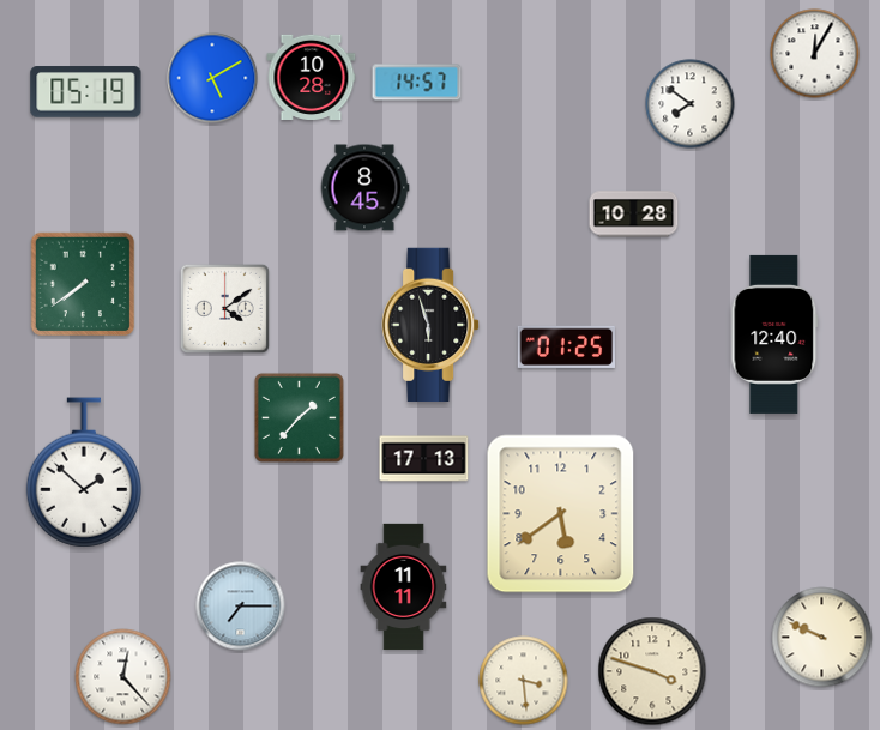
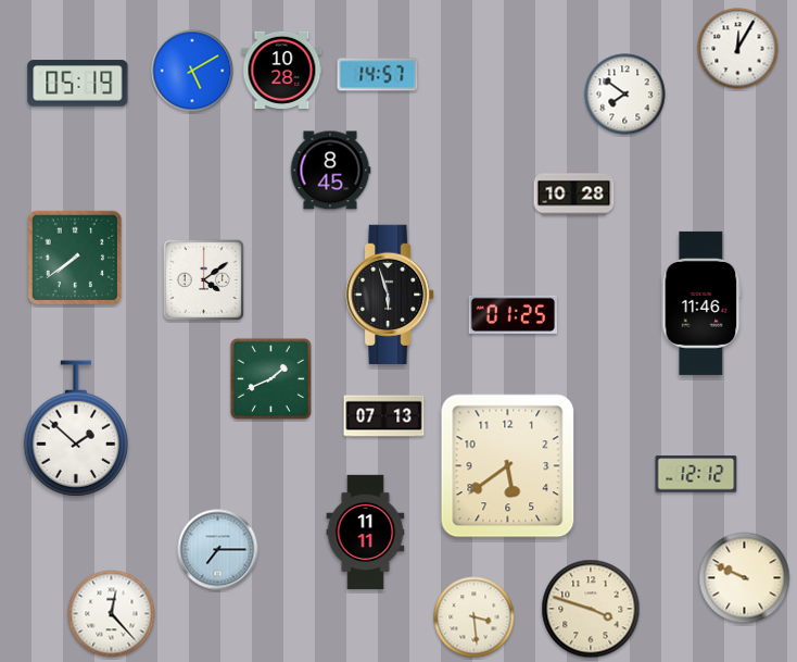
clock at (774, 334): 12:40 -> 11:46
clock at (299, 417): 1:37 -> 1:41
clock at (424, 459): 17:13 -> 07:13
clock at (696, 474): none -> 12:12
